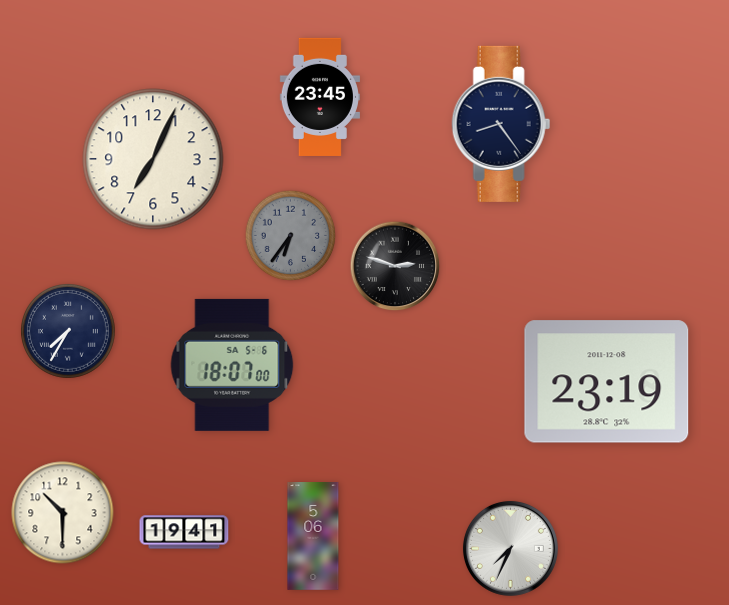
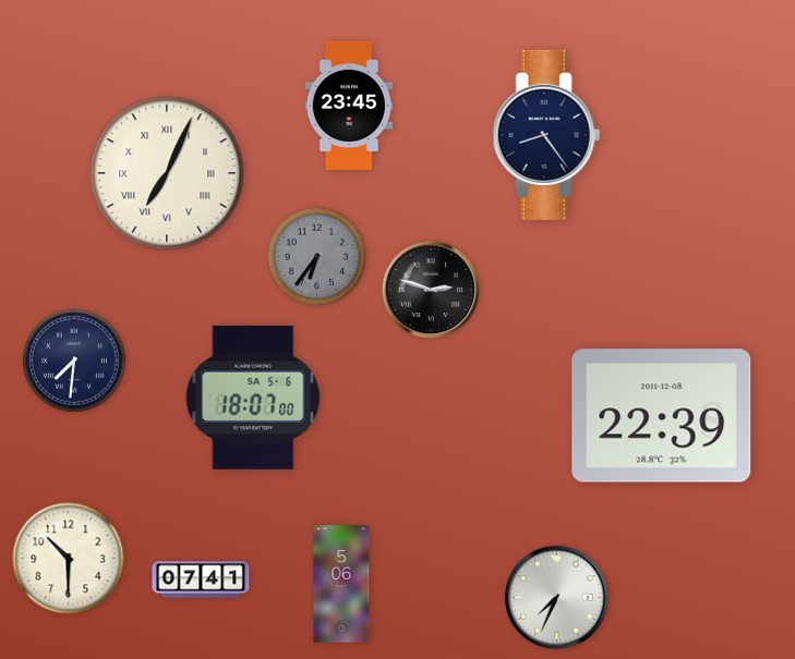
clock at (153, 159) numerals: Arabic -> Roman
clock at (69, 332): 7:35 -> 7:31
clock at (607, 382): 23:19 -> 22:39
clock at (184, 532): 19:41 -> 07:41
